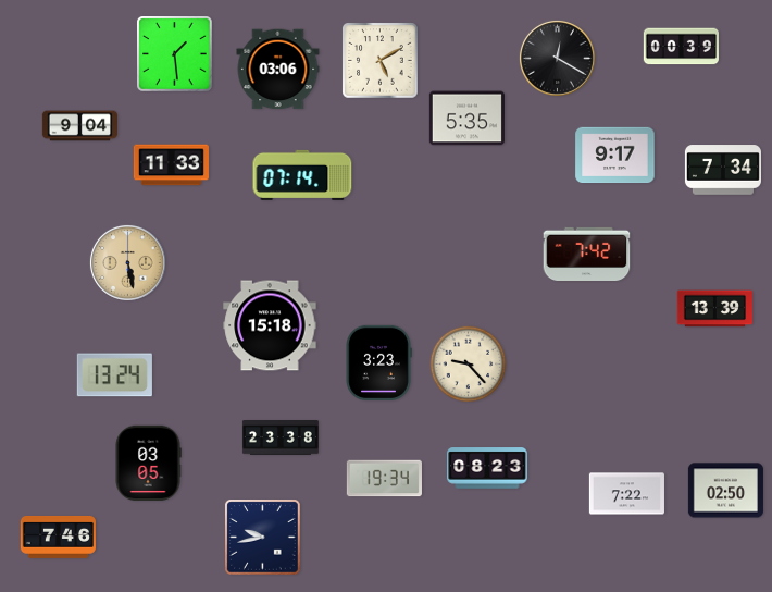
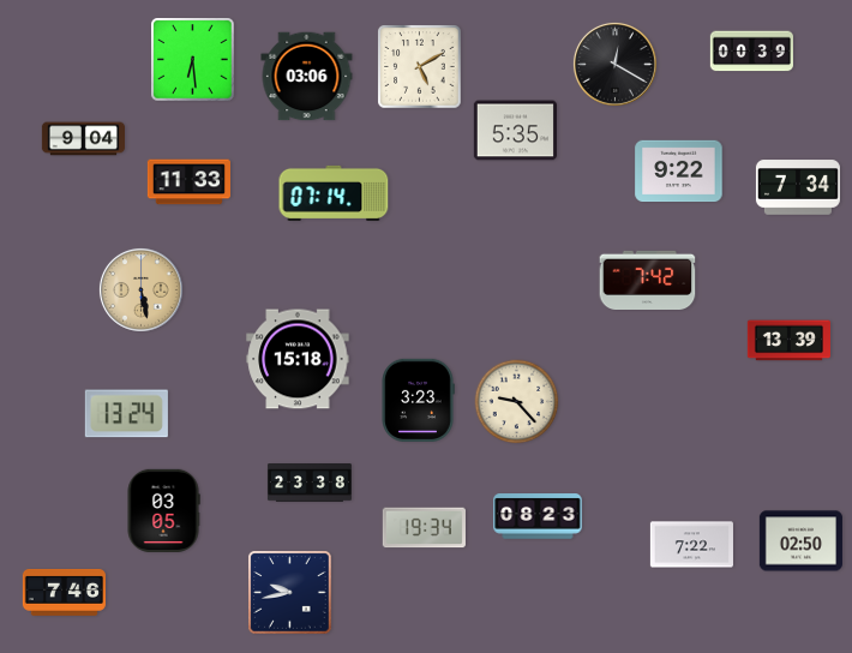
clock at (175, 54): 1:29 -> 6:29
clock at (79, 126) position: (79, 126) -> (83, 139)
clock at (615, 156): 9:17 -> 9:22
